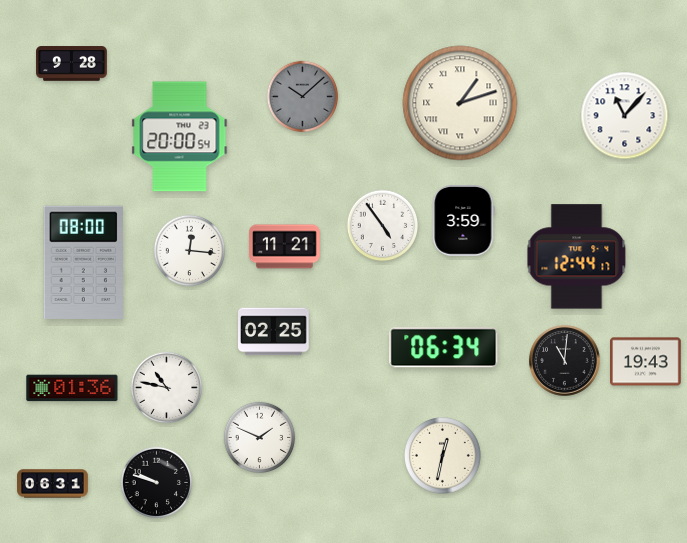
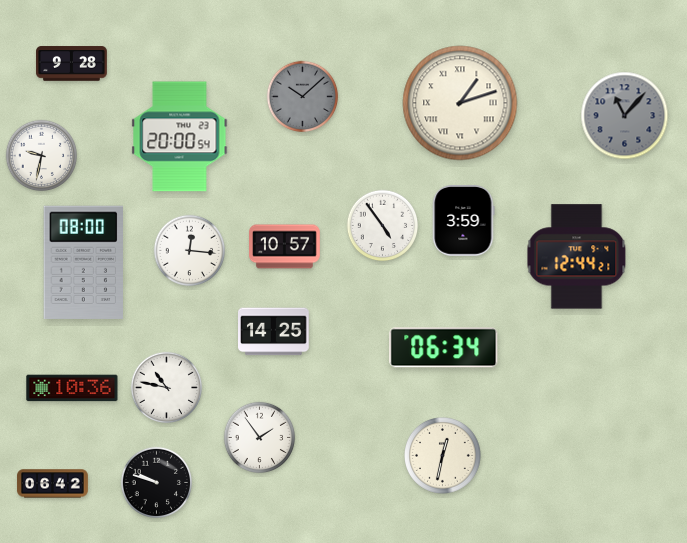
clock at (625, 116) dial: white -> grey
clock at (42, 156): none -> 9:32
clock at (285, 247): 11:21 -> 10:57
clock at (577, 257): 12:44:17 -> 12:44:21
clock at (274, 332): 02:25 -> 14:25
clock at (565, 361): 11:01 -> none
clock at (646, 362): 19:43 -> none
clock at (72, 388): 01:36 -> 10:36
clock at (260, 438): 1:49 -> 1:54
clock at (53, 484): 06:31 -> 06:42
